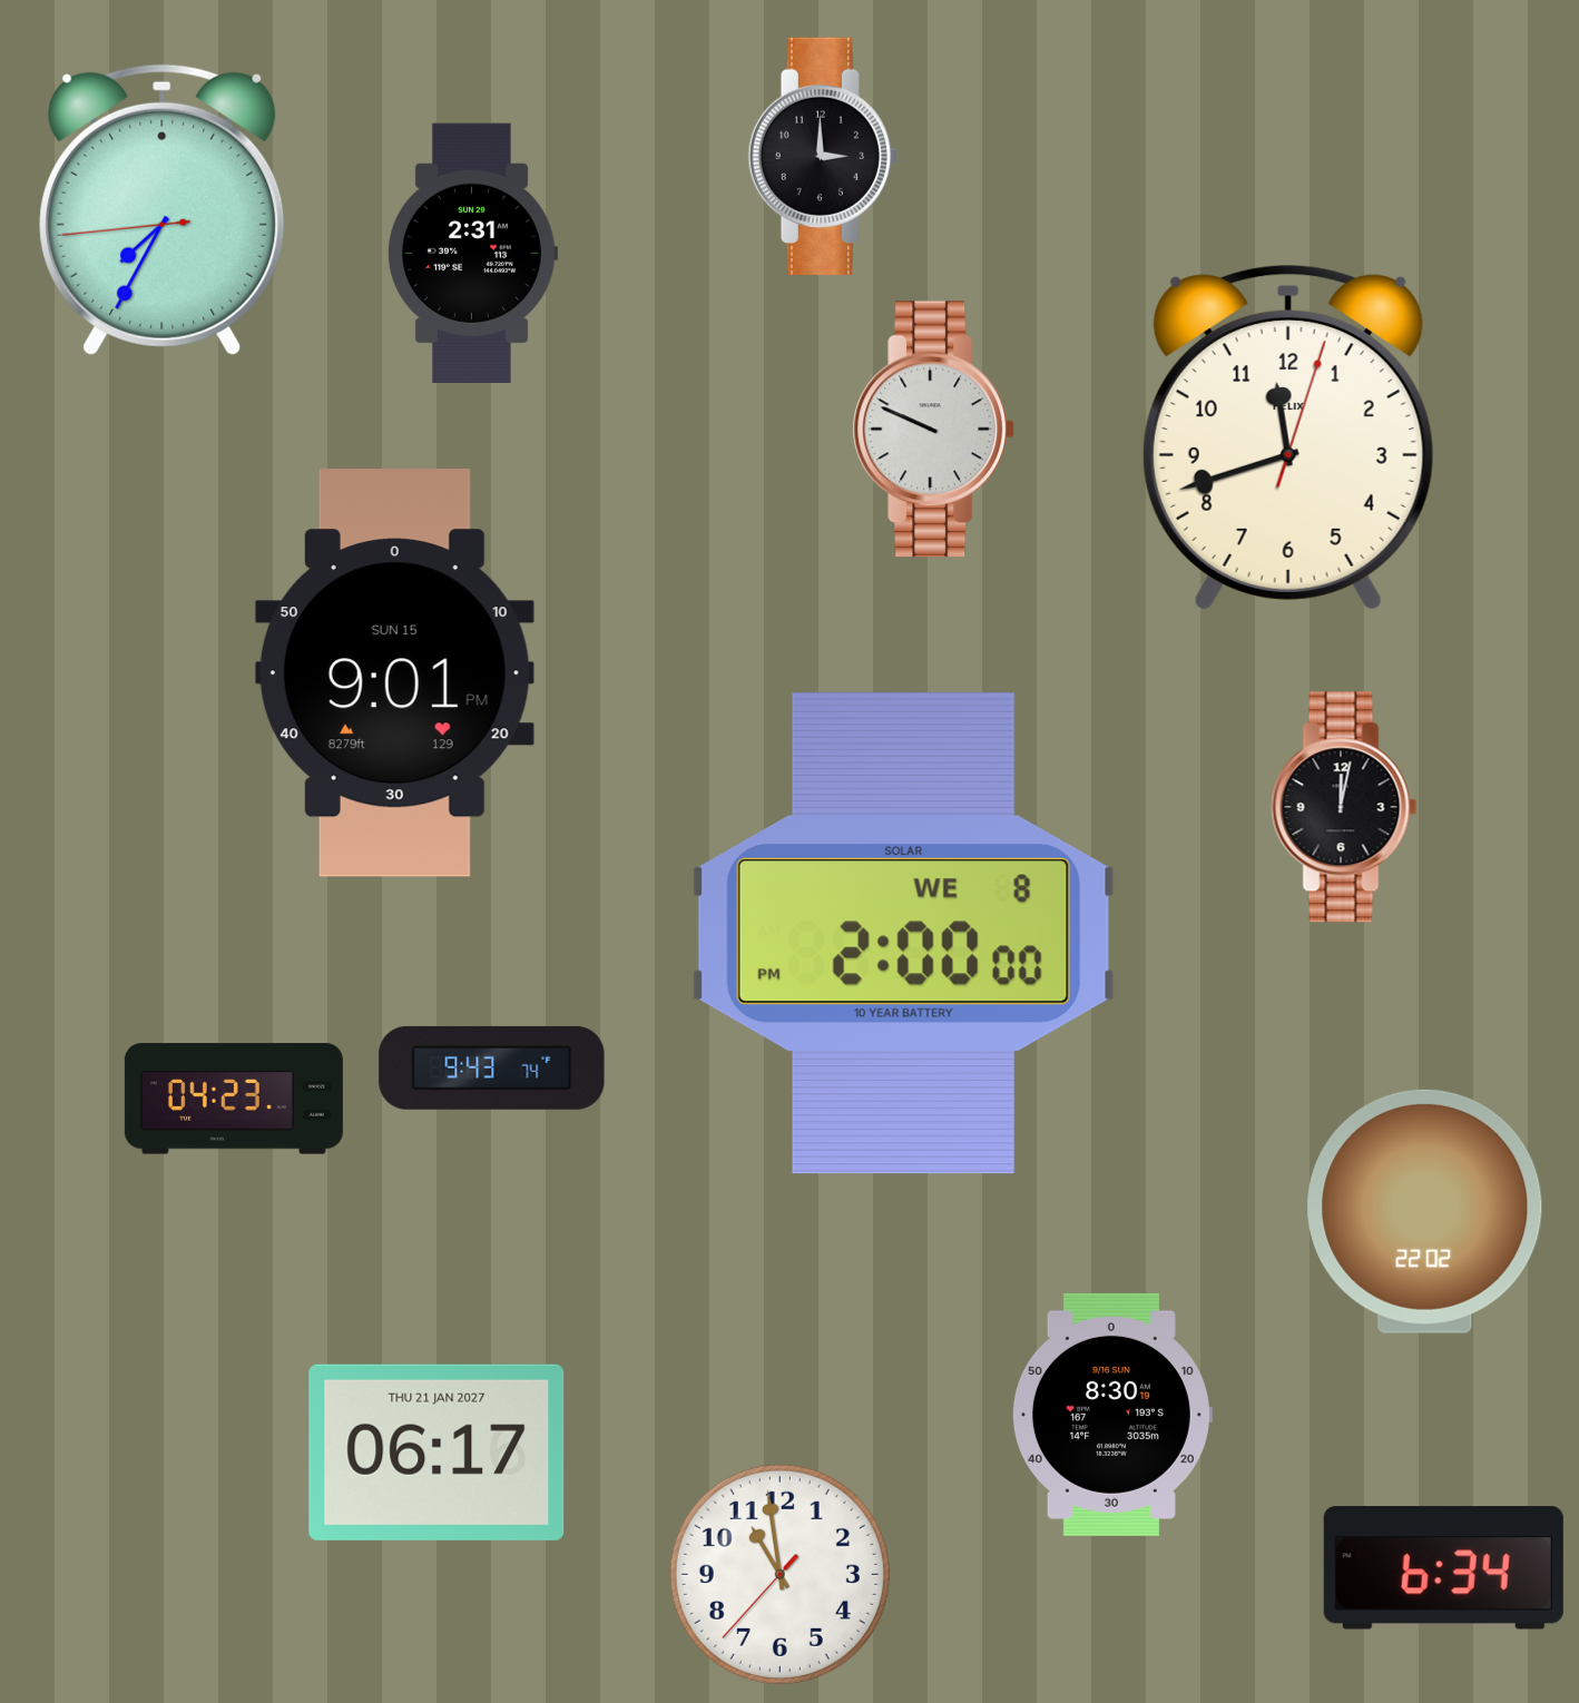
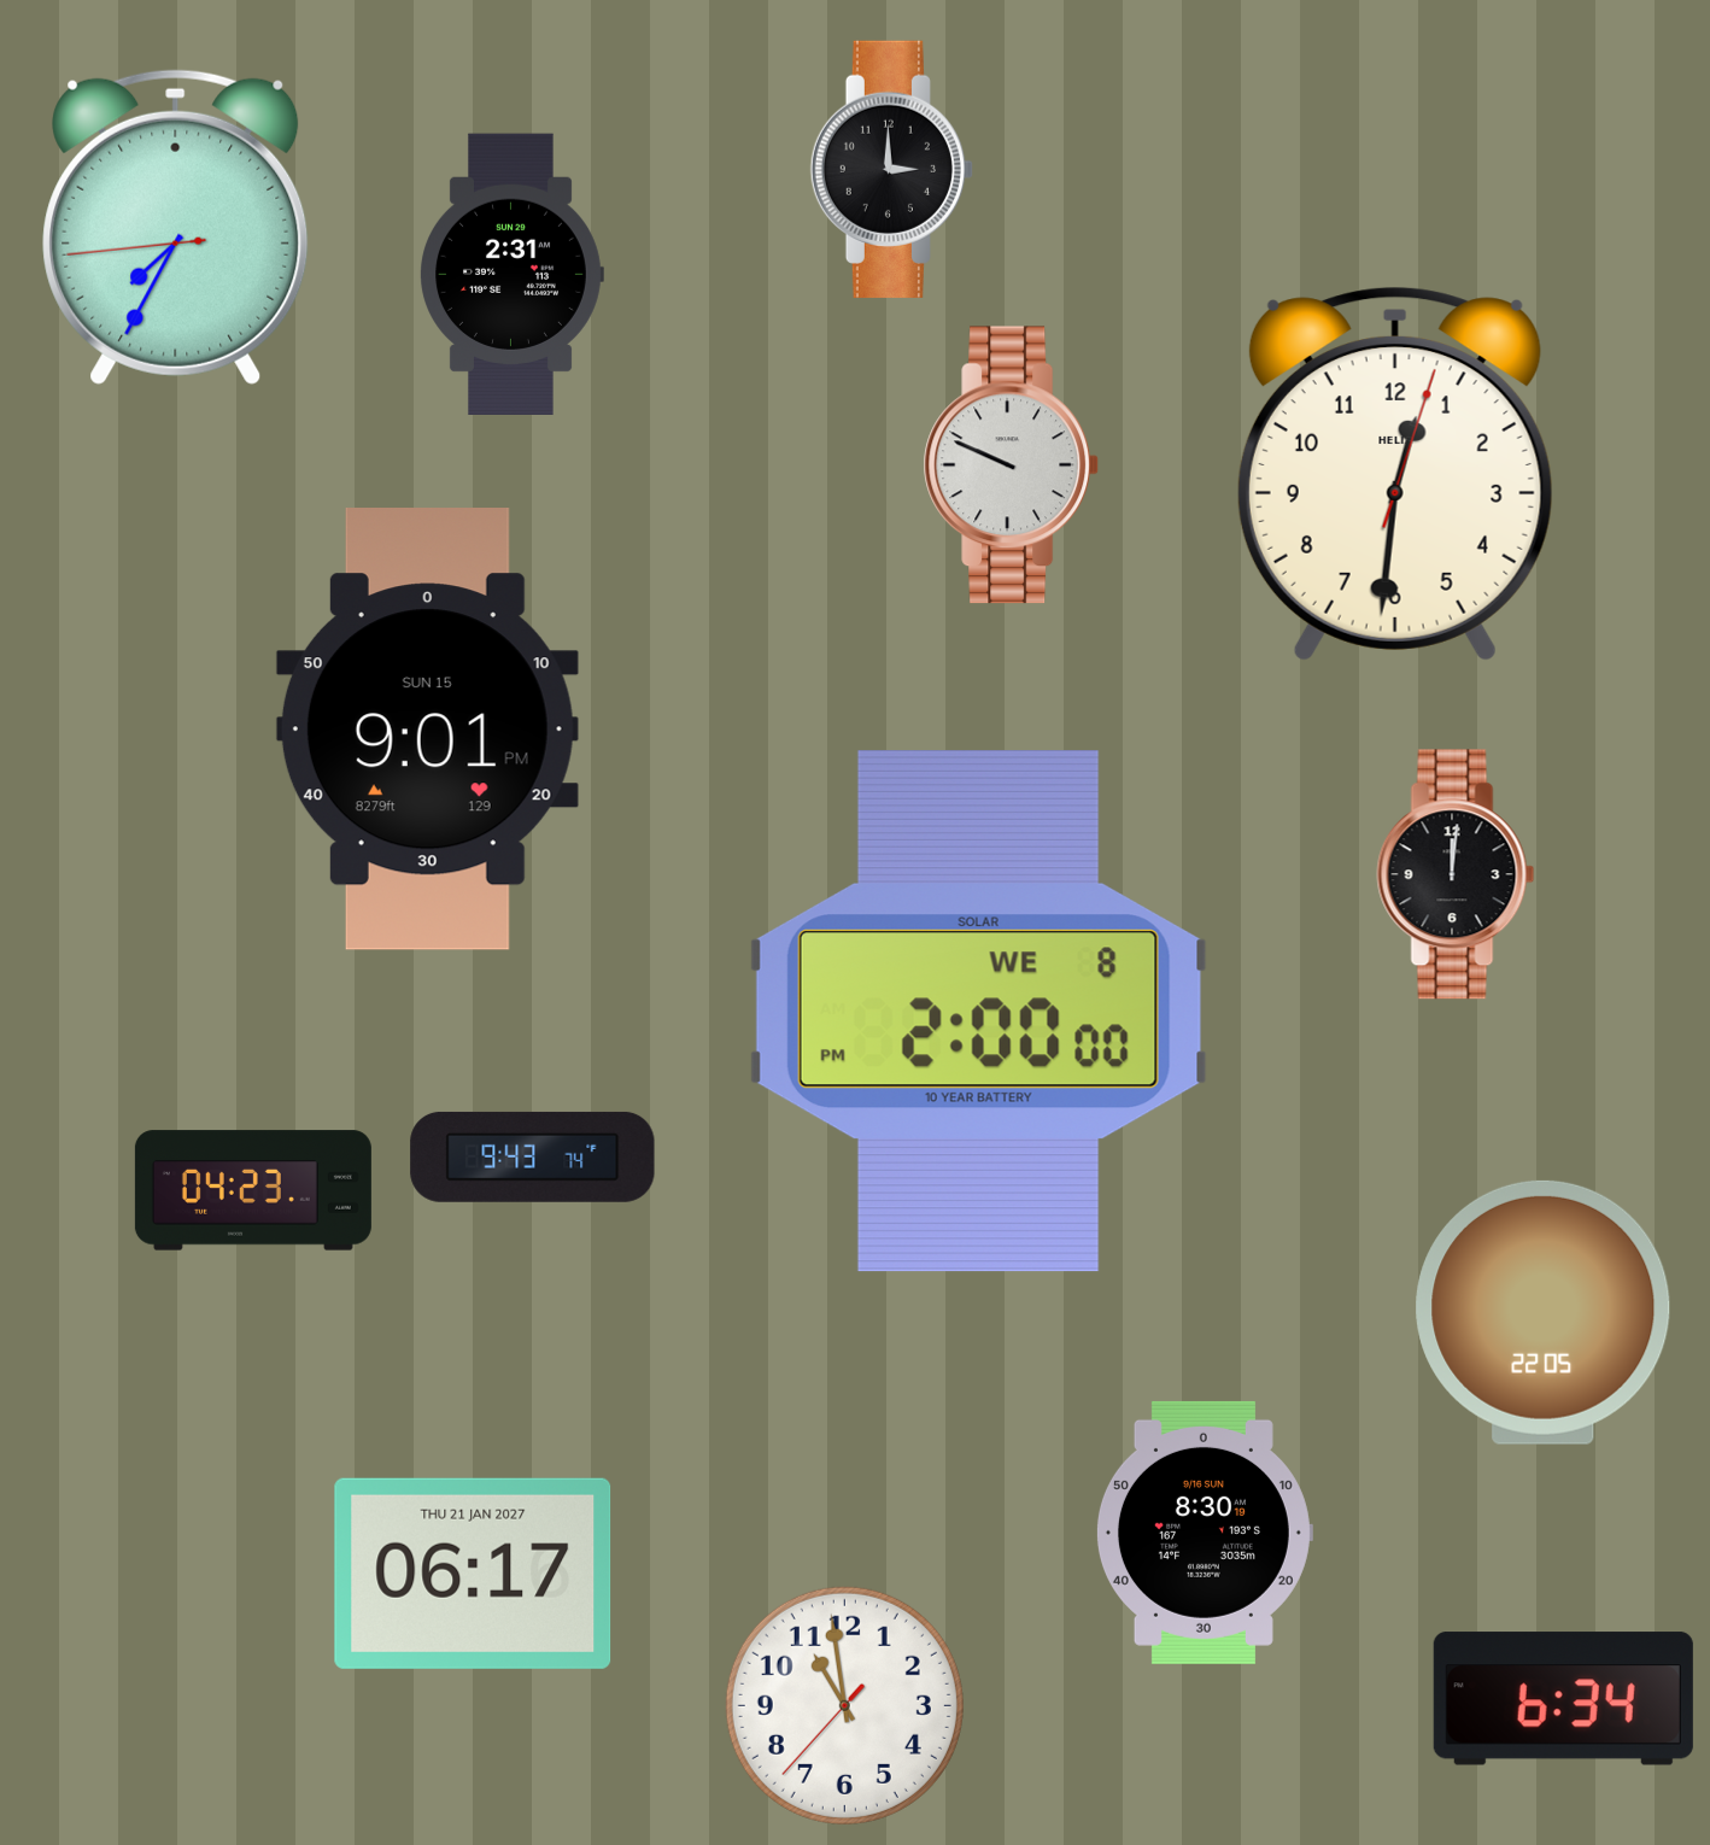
clock at (1288, 437): 11:42 -> 12:31
clock at (1344, 807): 12:02 -> 12:01
clock at (1425, 1211): 22:02 -> 22:05
